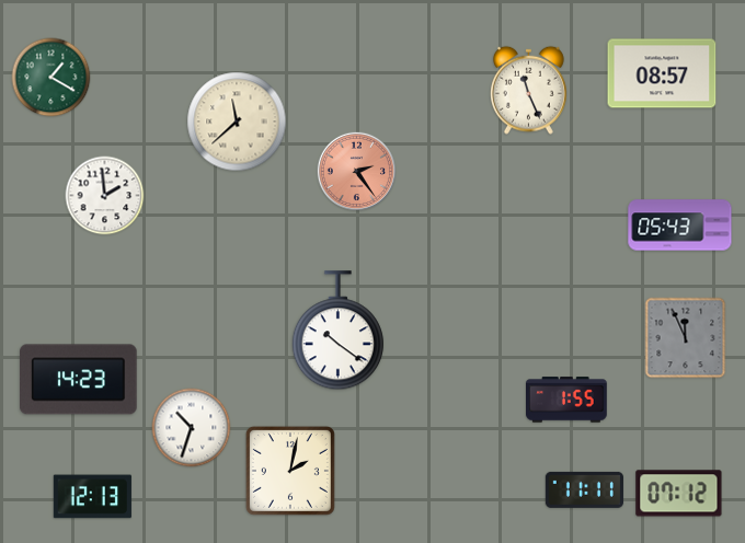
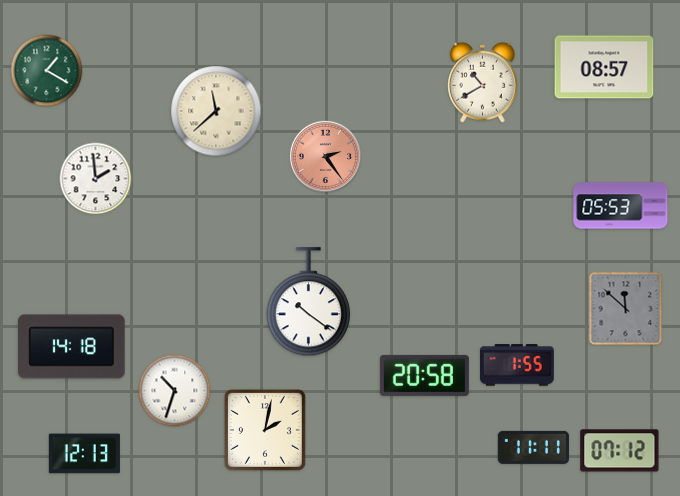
clock at (528, 90): 11:26 -> 10:40
clock at (680, 226): 05:43 -> 05:53
clock at (686, 338): 11:56 -> 11:52
clock at (79, 380): 14:23 -> 14:18
clock at (424, 375): none -> 20:58
